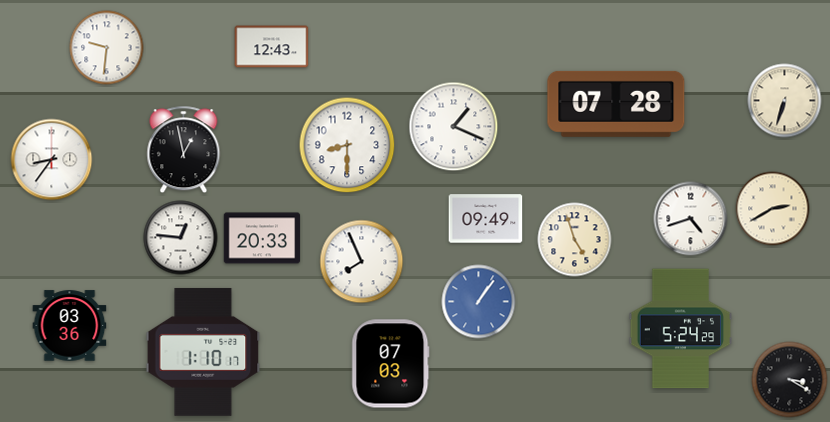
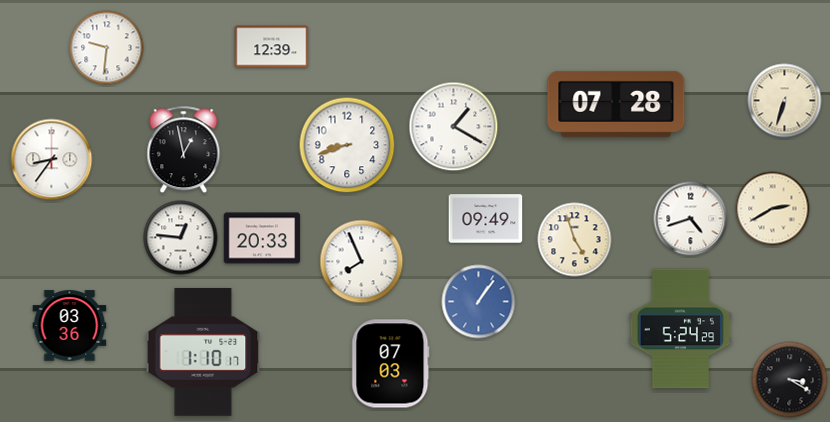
clock at (272, 47): 12:43 -> 12:39
clock at (454, 127): 1:19 -> 1:20
clock at (347, 145): 8:30 -> 8:42
